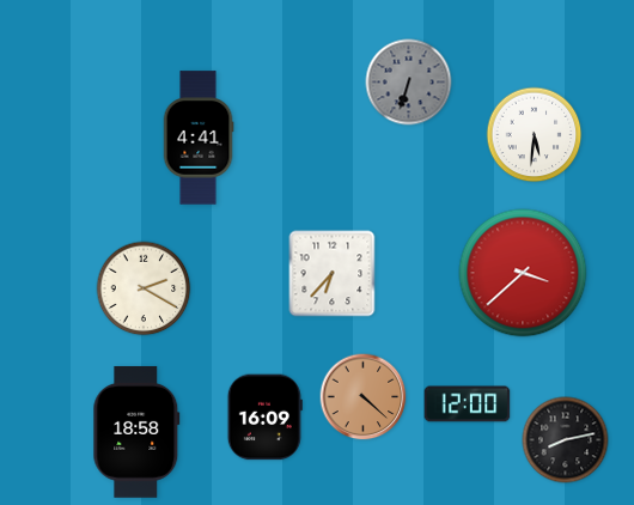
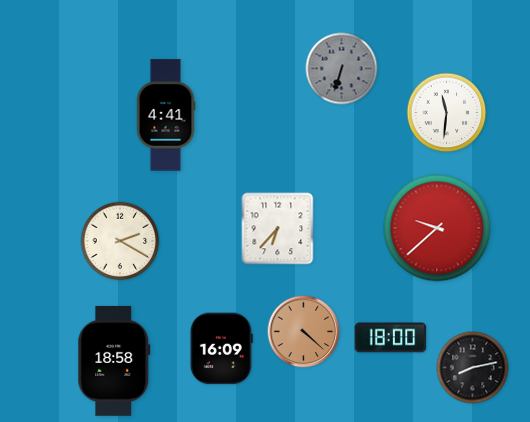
clock at (535, 135): 5:31 -> 11:31
clock at (523, 273): 3:38 -> 9:38
clock at (468, 404): 12:00 -> 18:00
